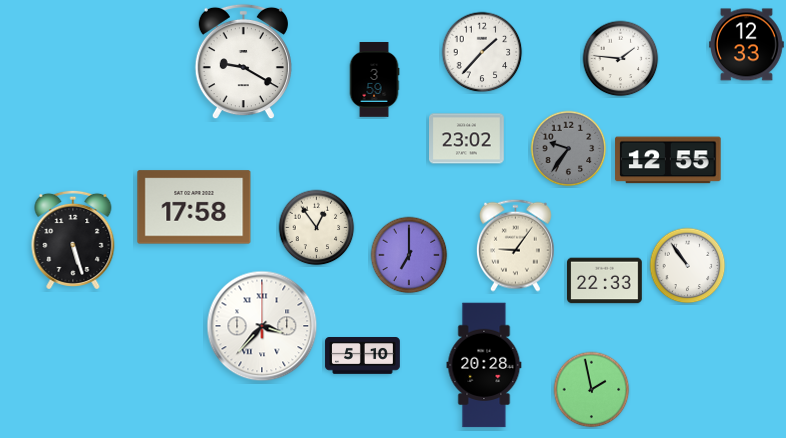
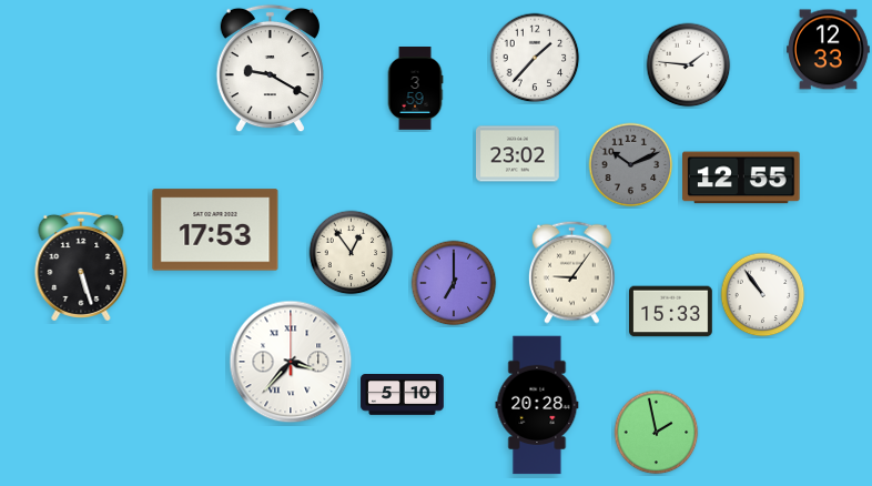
clock at (569, 149): 9:36 -> 10:11
clock at (194, 207): 17:58 -> 17:53
clock at (605, 281): 22:33 -> 15:33
